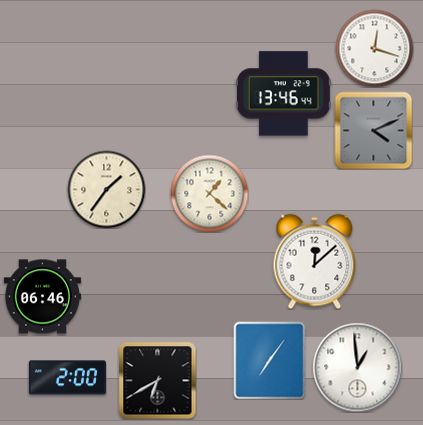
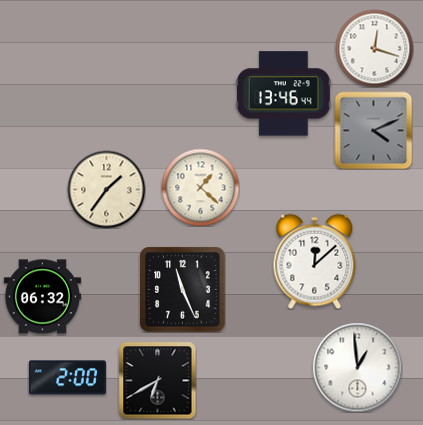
clock at (209, 193) position: (209, 193) -> (200, 187)
clock at (182, 289): none -> 11:26
clock at (42, 297): 06:46 -> 06:32
clock at (270, 360): 7:06 -> none
